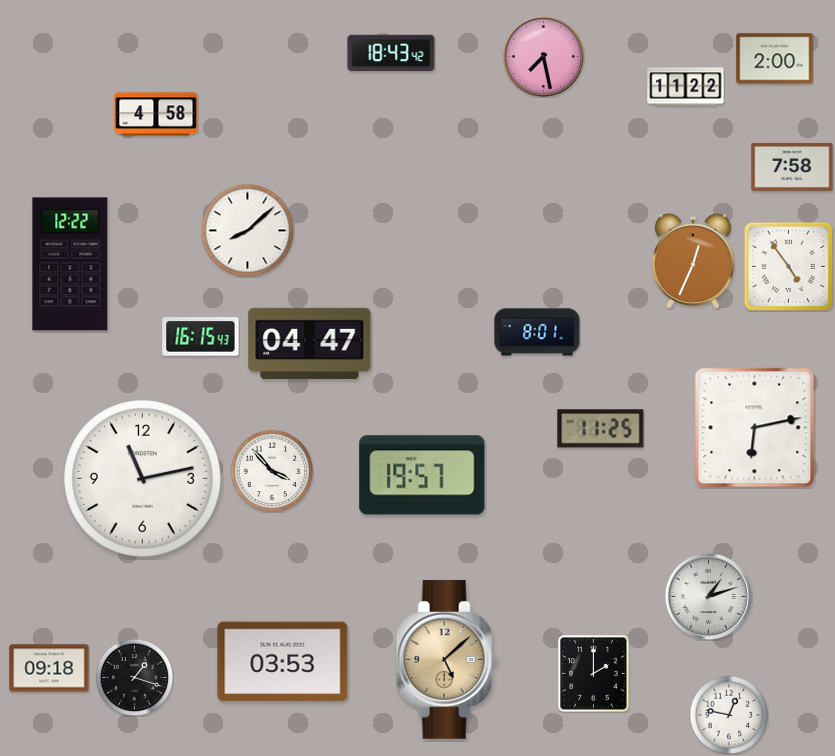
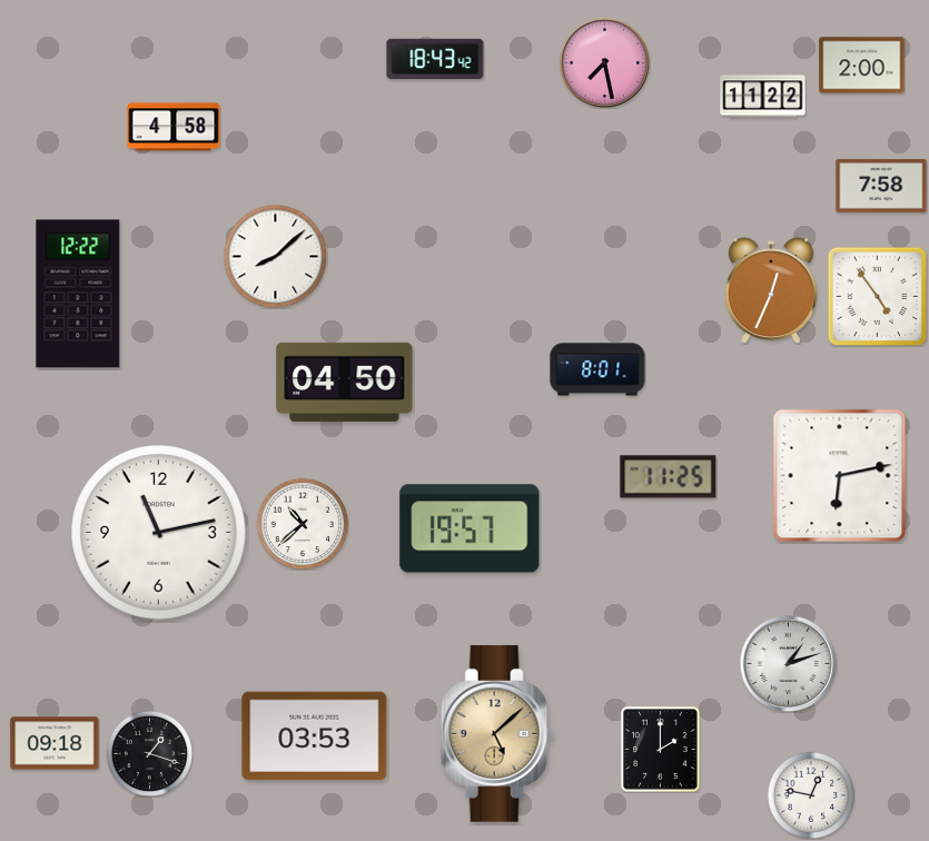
clock at (201, 337): 16:15 -> none
clock at (310, 343): 04:47 -> 04:50
clock at (272, 471): 3:53 -> 10:38
